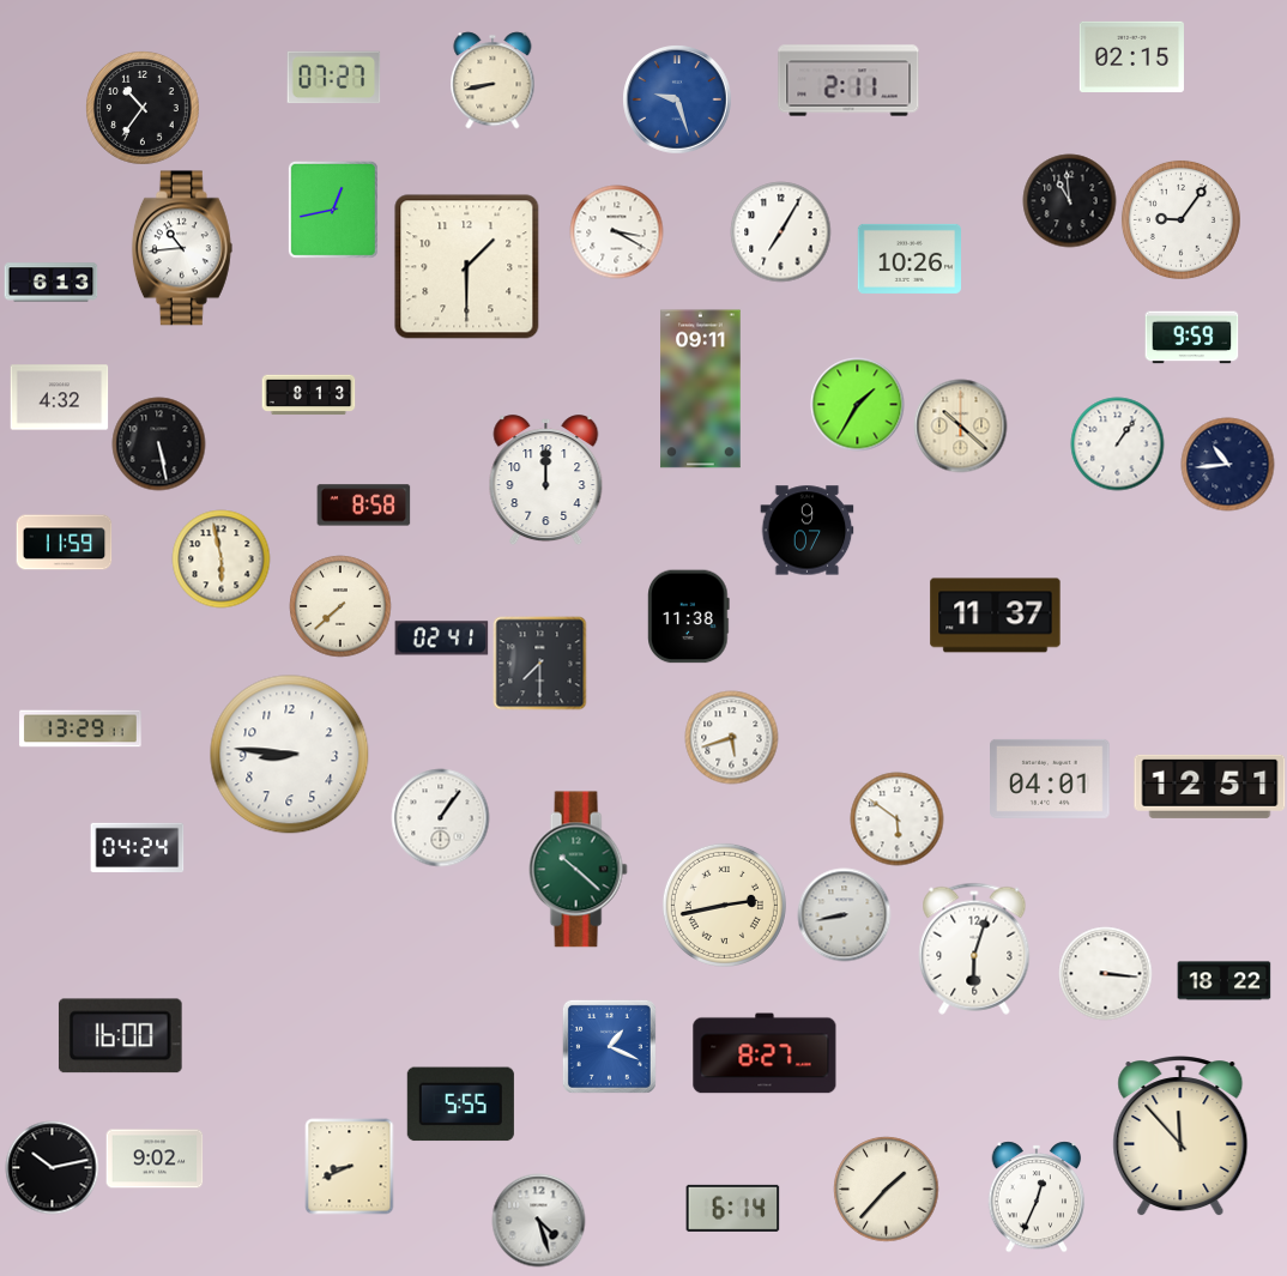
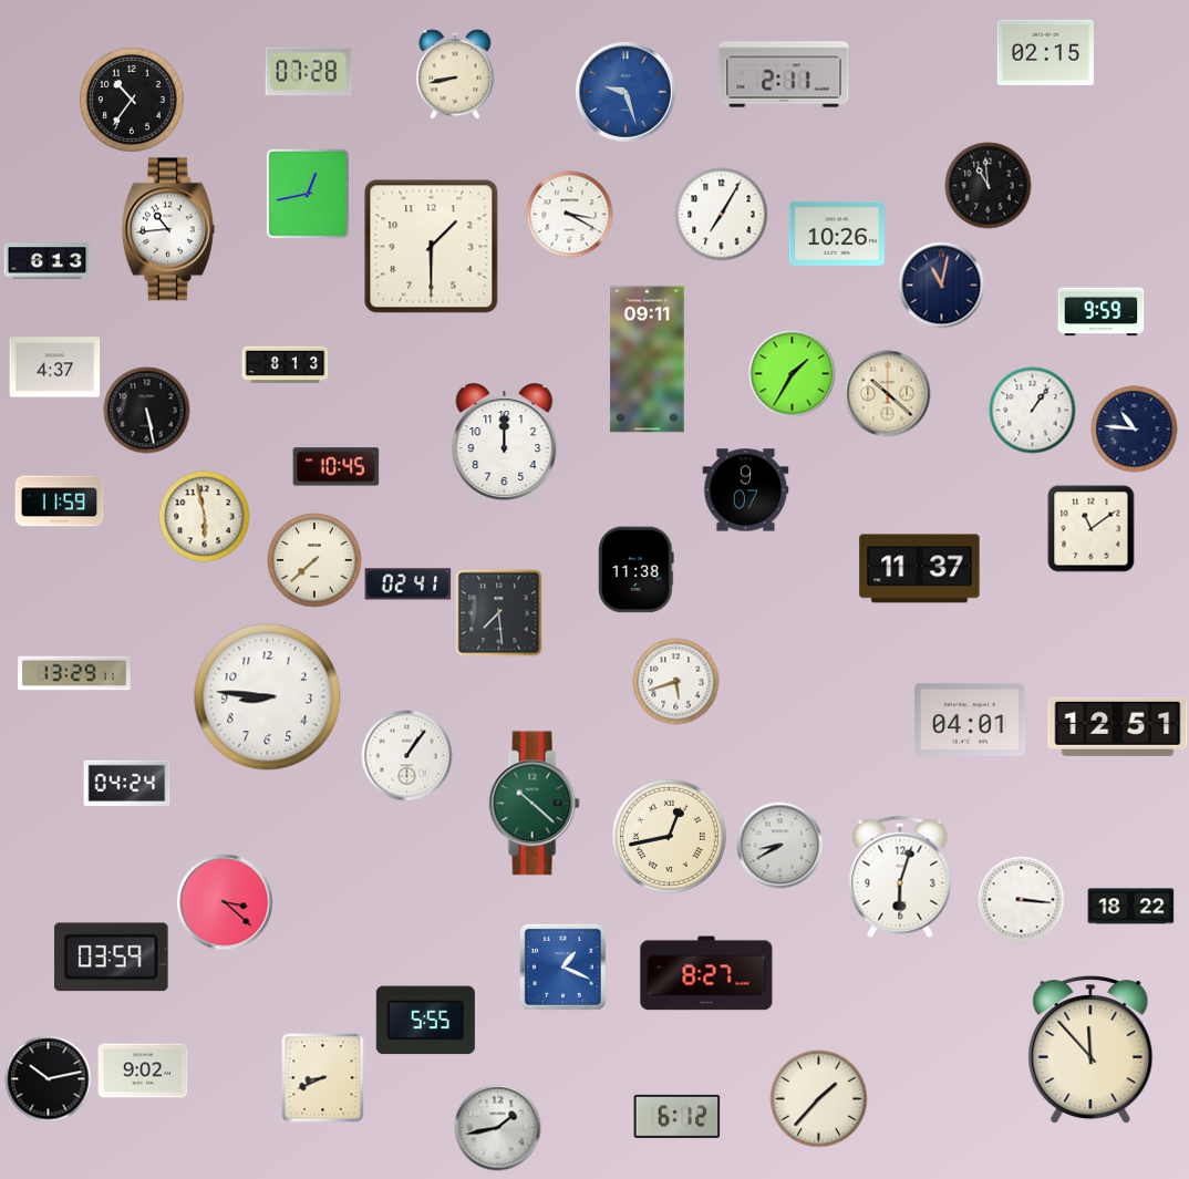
clock at (333, 78): 07:27 -> 07:28
clock at (1180, 219): 9:06 -> none
clock at (908, 259) position: (908, 259) -> (836, 234)
clock at (941, 285): none -> 11:02
clock at (59, 398): 4:32 -> 4:37
clock at (1227, 464): 10:44 -> 10:46
clock at (363, 506): 8:58 -> 10:45
clock at (1090, 528): none -> 11:09
clock at (441, 639) position: (441, 639) -> (407, 585)
clock at (539, 663): 7:30 -> 7:29
clock at (896, 818): 5:51 -> none
clock at (724, 905): 2:43 -> 12:43
clock at (844, 914): 8:43 -> 8:40
clock at (225, 902): none -> 3:22
clock at (120, 1036): 16:00 -> 03:59
clock at (1037, 1197): 12:34 -> none
clock at (732, 1208): 6:14 -> 6:12
clock at (538, 1220): 4:27 -> 1:43
